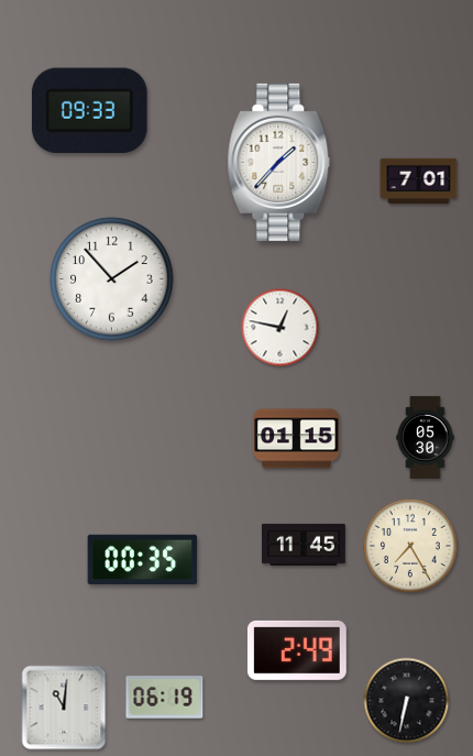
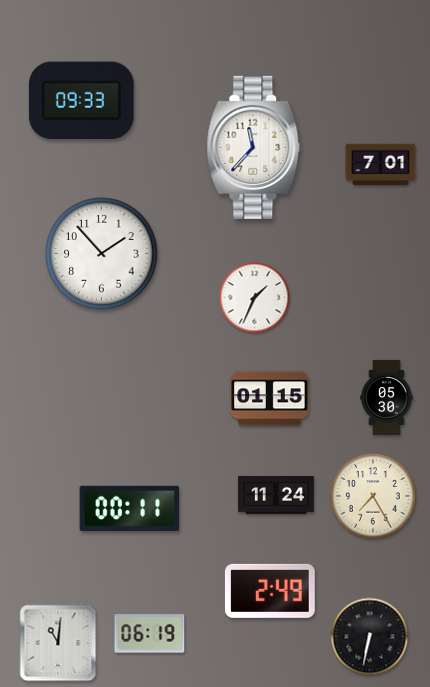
clock at (279, 162): 1:37 -> 11:37
clock at (280, 328): 12:47 -> 1:34
clock at (304, 545): 11:45 -> 11:24
clock at (143, 559): 00:35 -> 00:11
